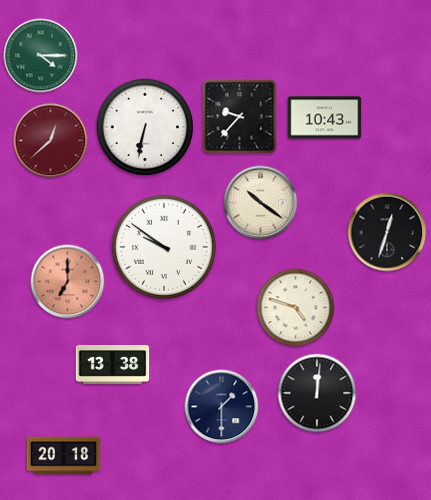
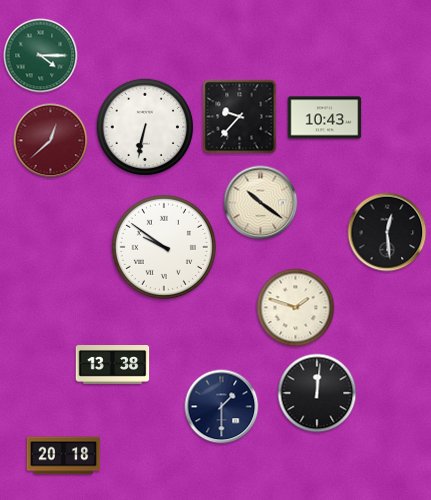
clock at (387, 232): 12:33 -> 12:29
clock at (68, 282): 7:00 -> none
clock at (296, 308): 4:48 -> 1:48
